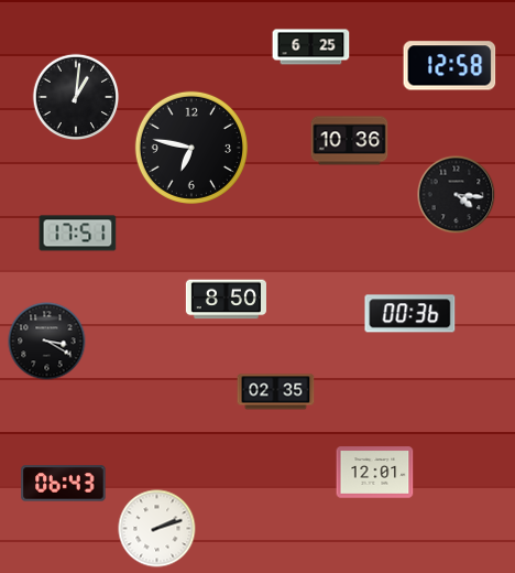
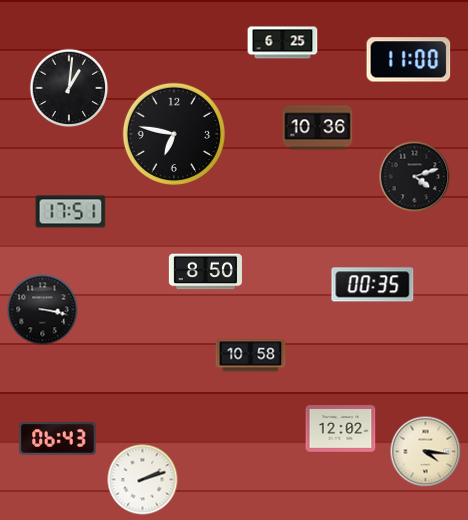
clock at (450, 66): 12:58 -> 11:00
clock at (457, 195): 4:16 -> 4:12
clock at (410, 314): 00:36 -> 00:35
clock at (47, 342): 3:20 -> 3:17
clock at (276, 392): 02:35 -> 10:58
clock at (375, 473): 12:01 -> 12:02
clock at (426, 452): none -> 4:16
